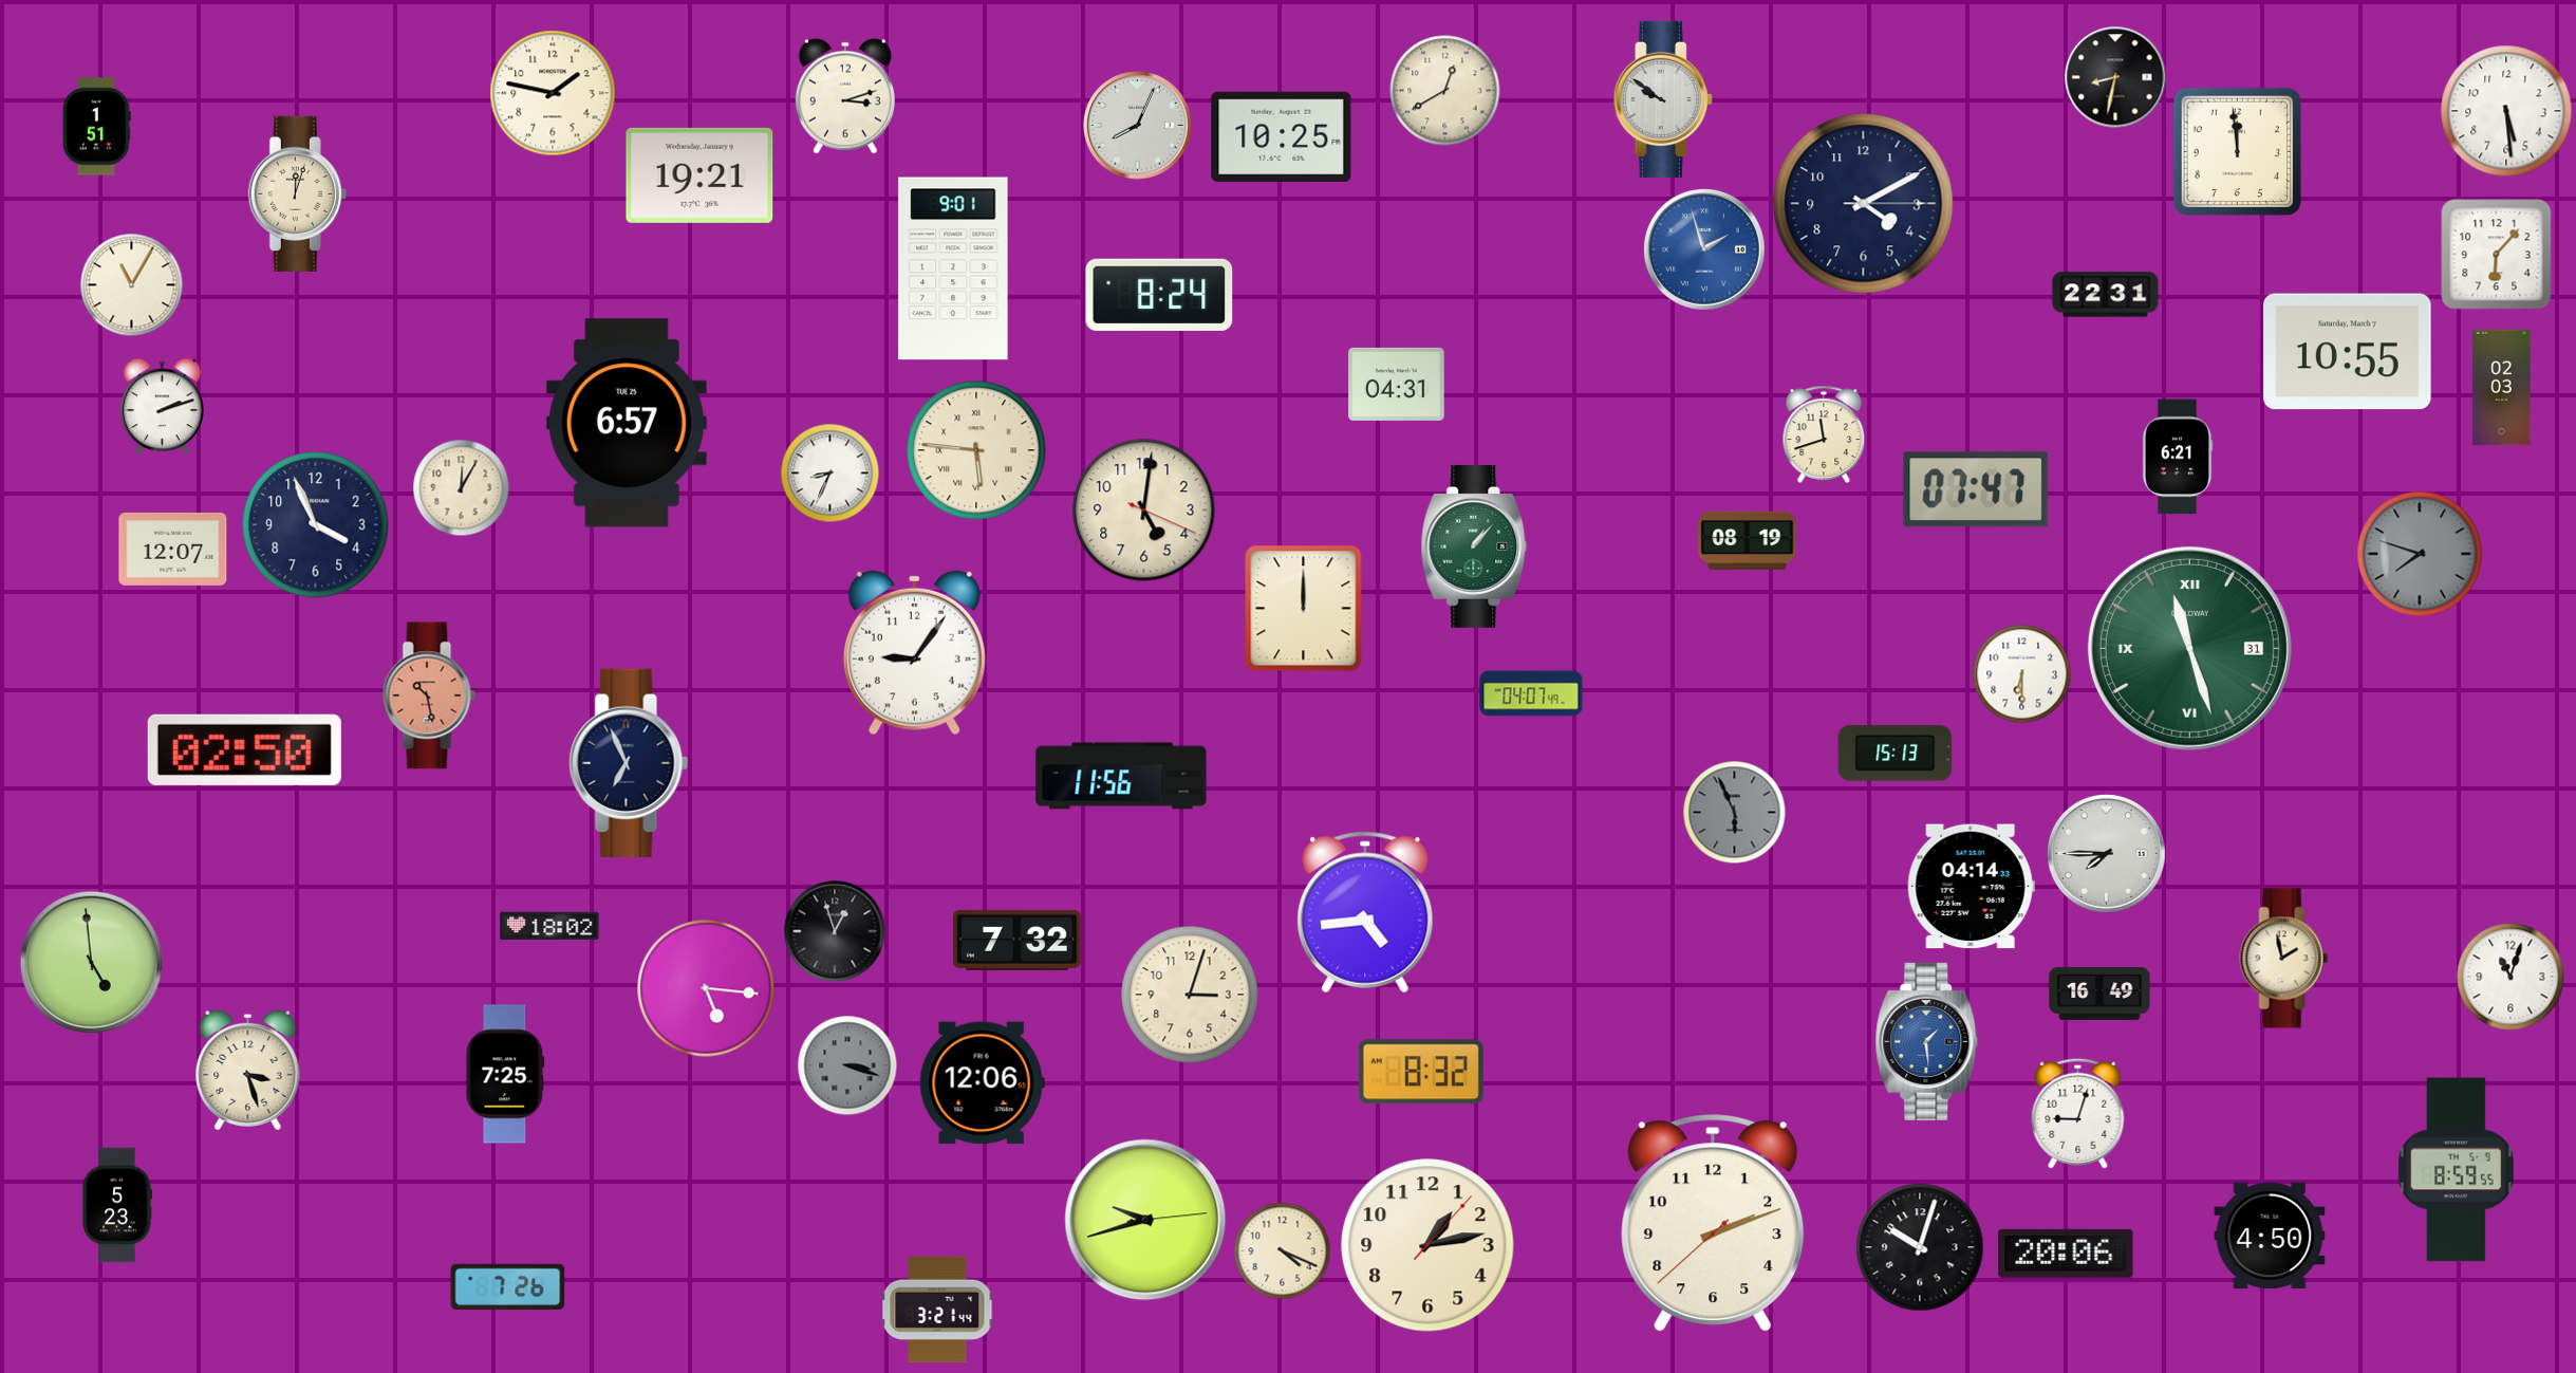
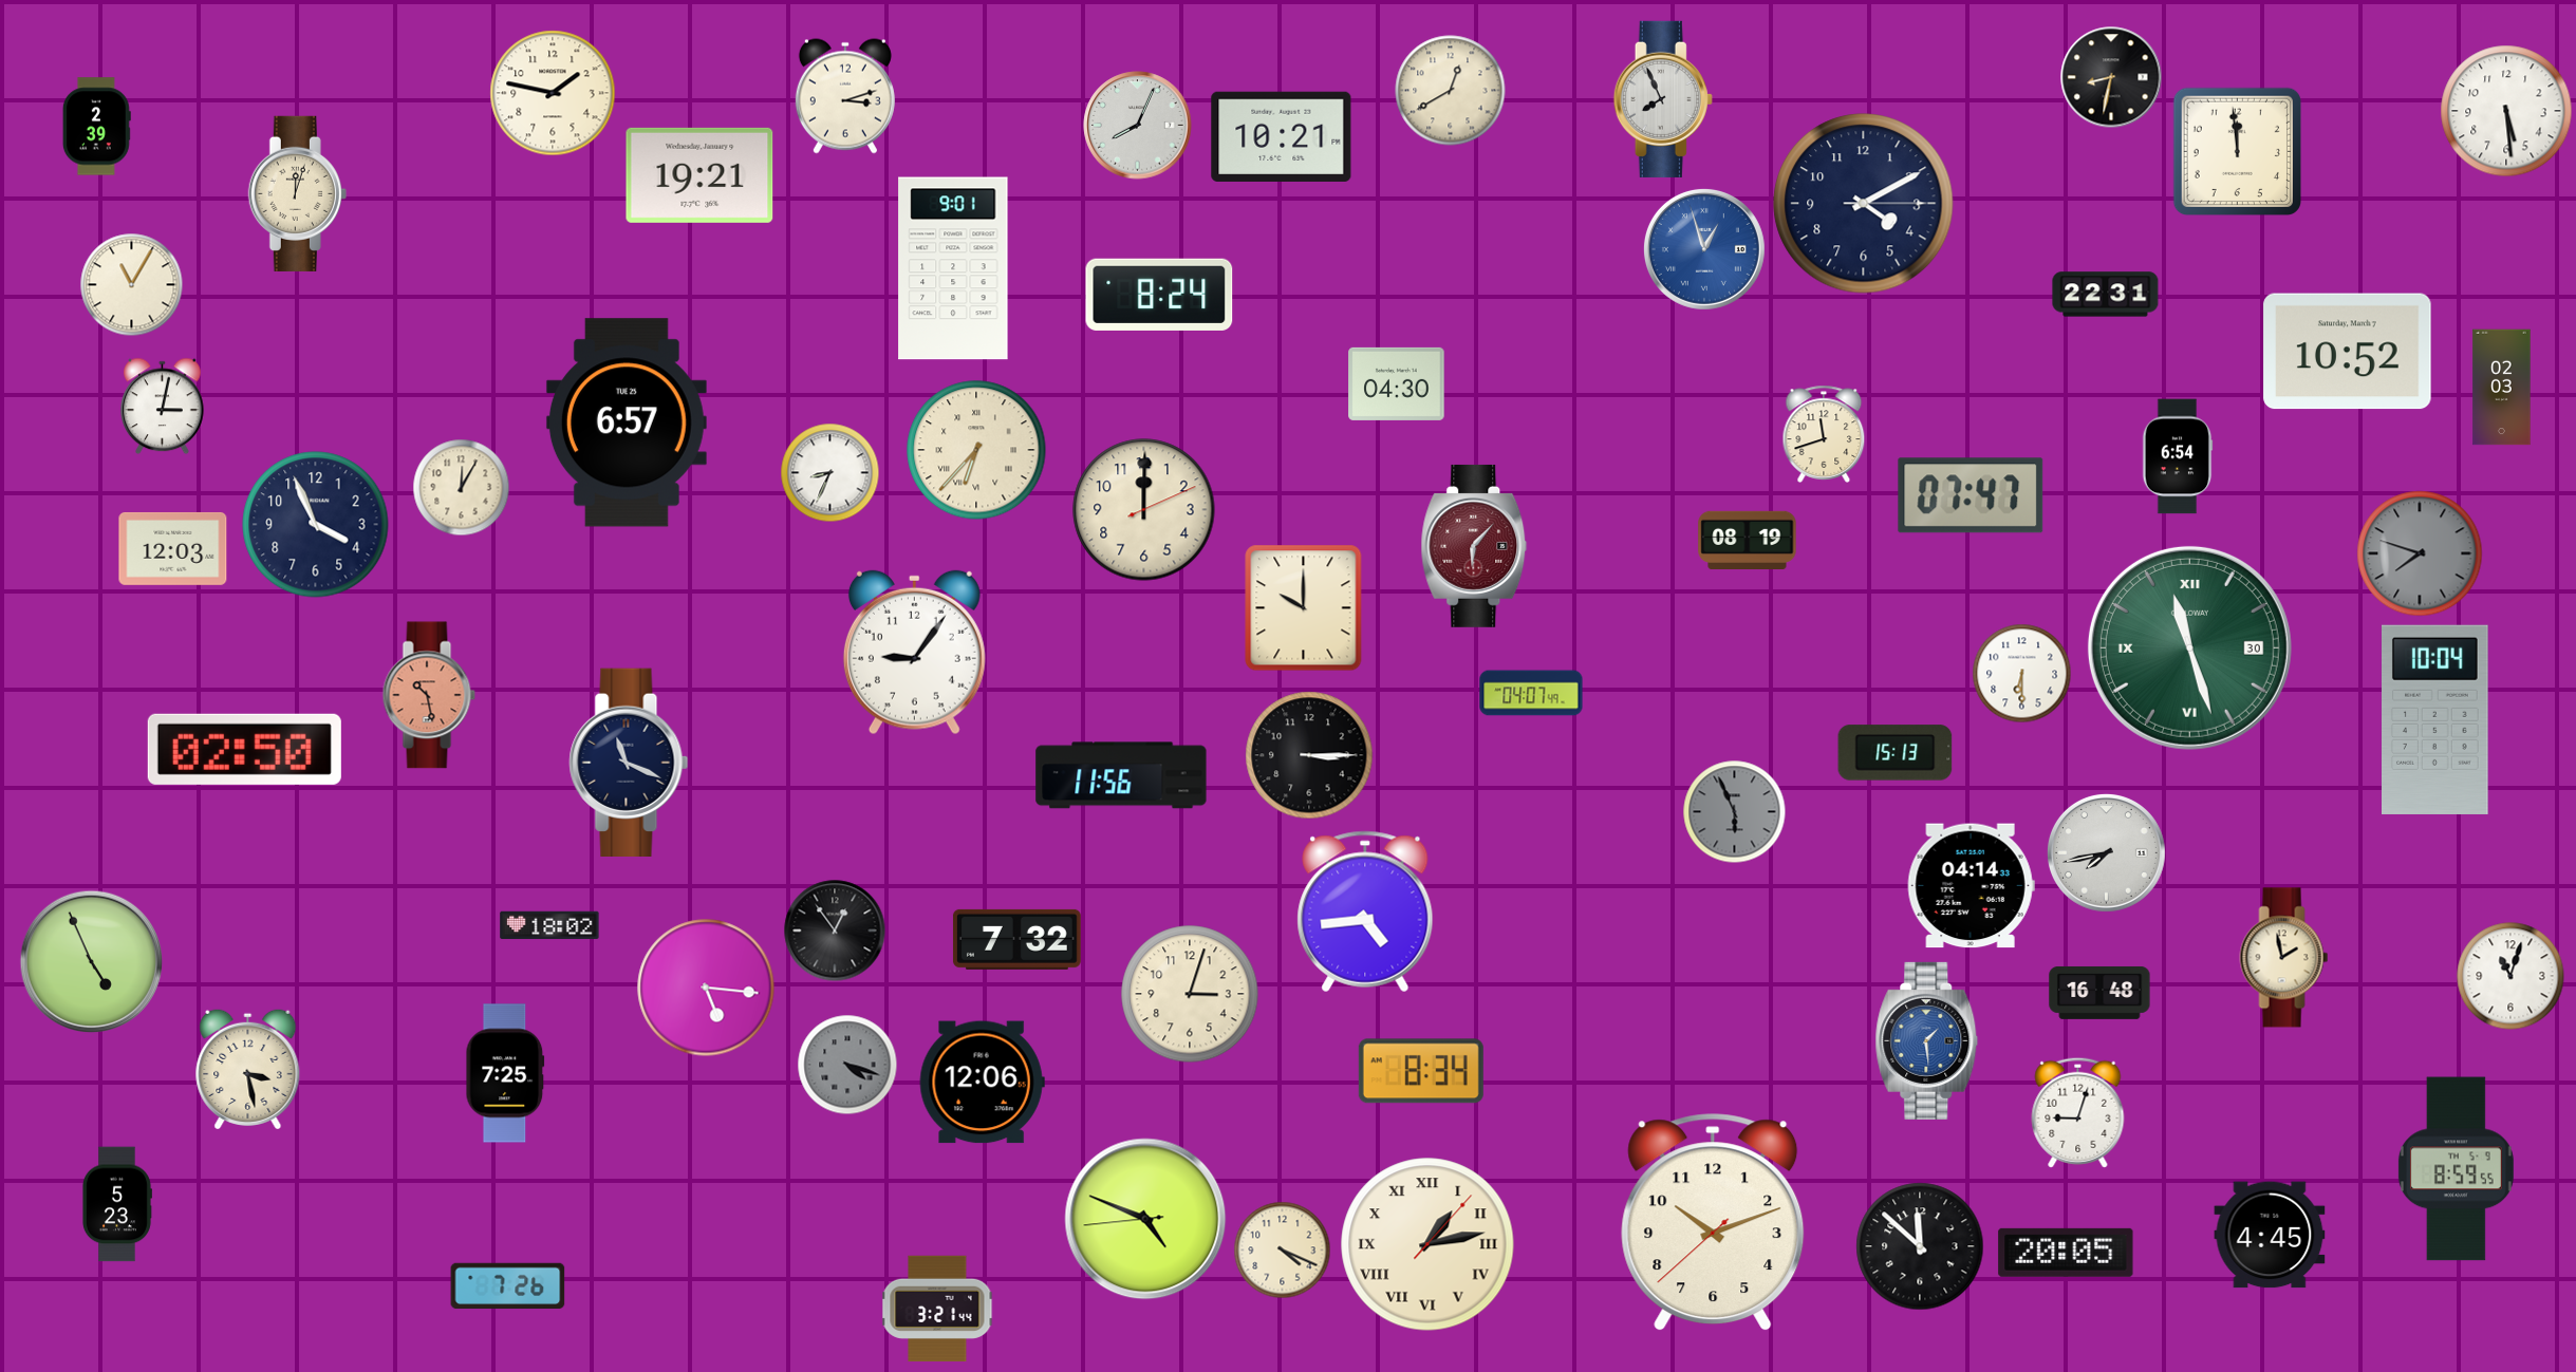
clock at (2115, 77) position: (2115, 77) -> (2111, 77)
clock at (1445, 91) position: (1445, 91) -> (1451, 91)
clock at (1663, 99): 9:51 -> 7:56
clock at (96, 127): 1:51 -> 2:39
clock at (1282, 136): 10:25 -> 10:21
clock at (1704, 249): 1:57 -> 12:57
clock at (2497, 255): 6:07 -> none
clock at (2348, 352): 10:55 -> 10:52
clock at (1397, 384): 04:31 -> 04:30
clock at (163, 407): 2:12 -> 3:02
clock at (976, 450): 5:46 -> 6:37
clock at (2178, 457): 6:21 -> 6:54
clock at (1976, 489) position: (1976, 489) -> (1971, 495)
clock at (1144, 511): 5:01 -> 12:00
clock at (1474, 546): 1:07 -> 6:07
clock at (1474, 546) dial: green -> burgundy
clock at (173, 549): 12:07 -> 12:03
clock at (1304, 609): 12:00 -> 10:00
clock at (2189, 648) date: 31 -> 30
clock at (2435, 719): none -> 10:04
clock at (1309, 755): none -> 3:15
clock at (629, 762): 6:56 -> 11:19
clock at (2106, 853): 7:45 -> 7:43
clock at (835, 931): 12:57 -> 12:54
clock at (92, 963): 4:59 -> 4:56
clock at (2099, 994): 16:49 -> 16:48
clock at (847, 1065): 3:18 -> 4:18
clock at (248, 1070): 3:27 -> 3:28
clock at (1421, 1072): 8:32 -> 8:34
clock at (1145, 1220): 9:42 -> 4:48
clock at (1713, 1224): 2:11 -> 10:11
clock at (2270, 1236): 4:50 -> 4:45
clock at (1427, 1245) numerals: Arabic -> Roman
clock at (1920, 1247): 10:03 -> 11:52
clock at (2066, 1254): 20:06 -> 20:05
